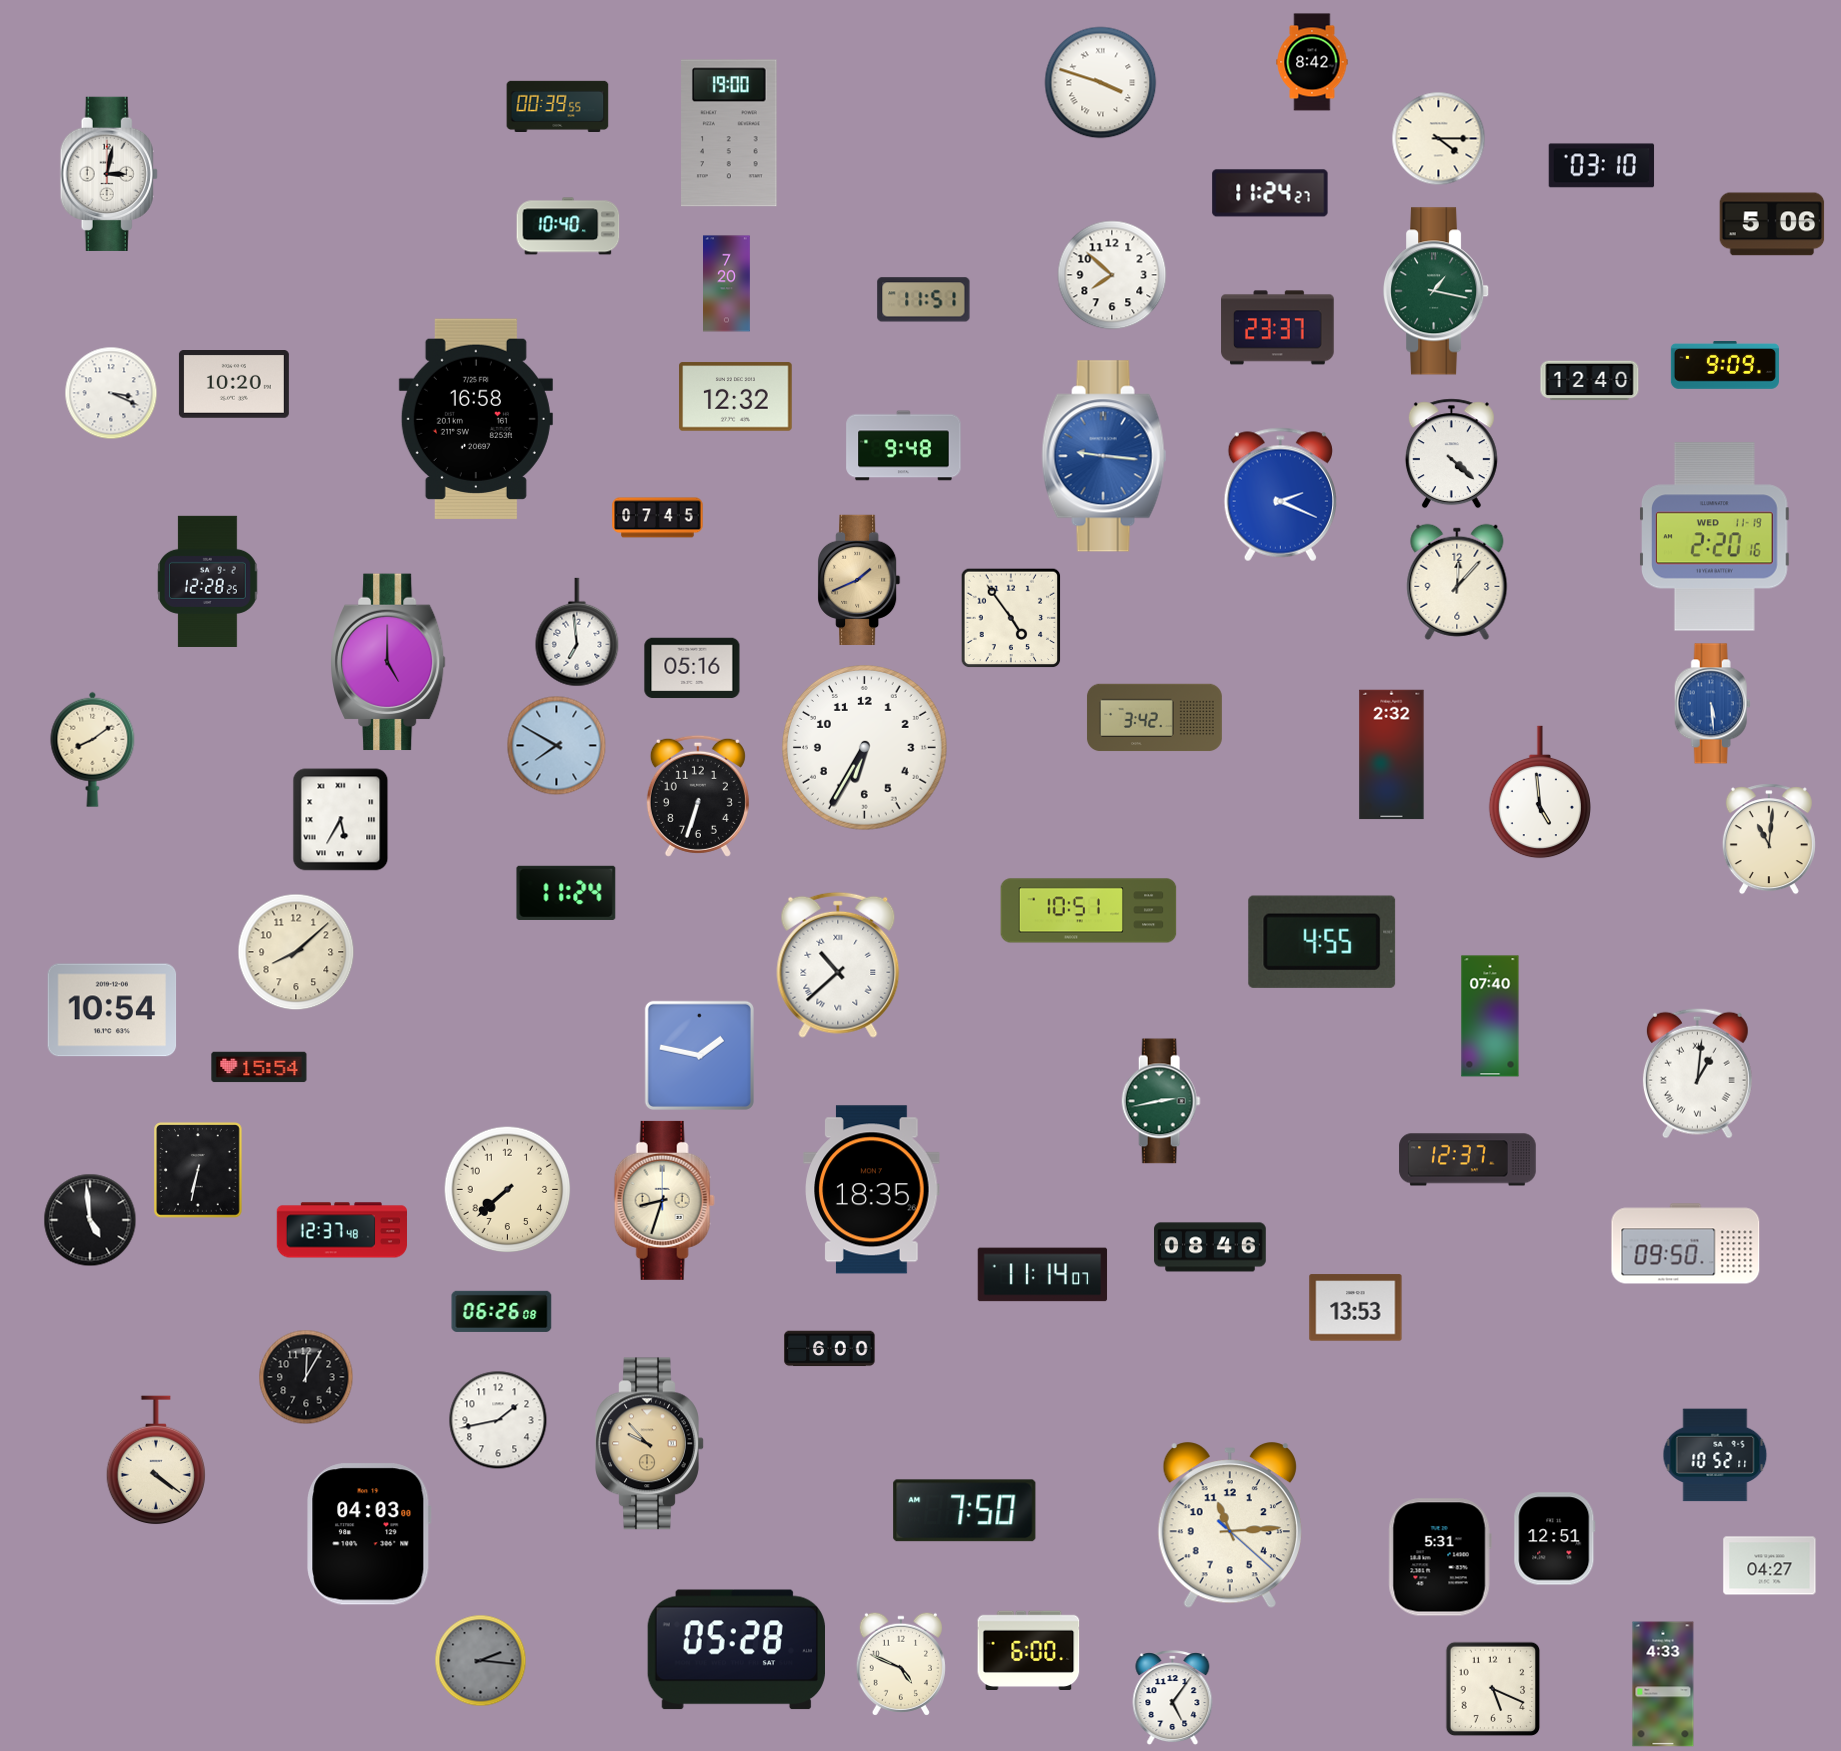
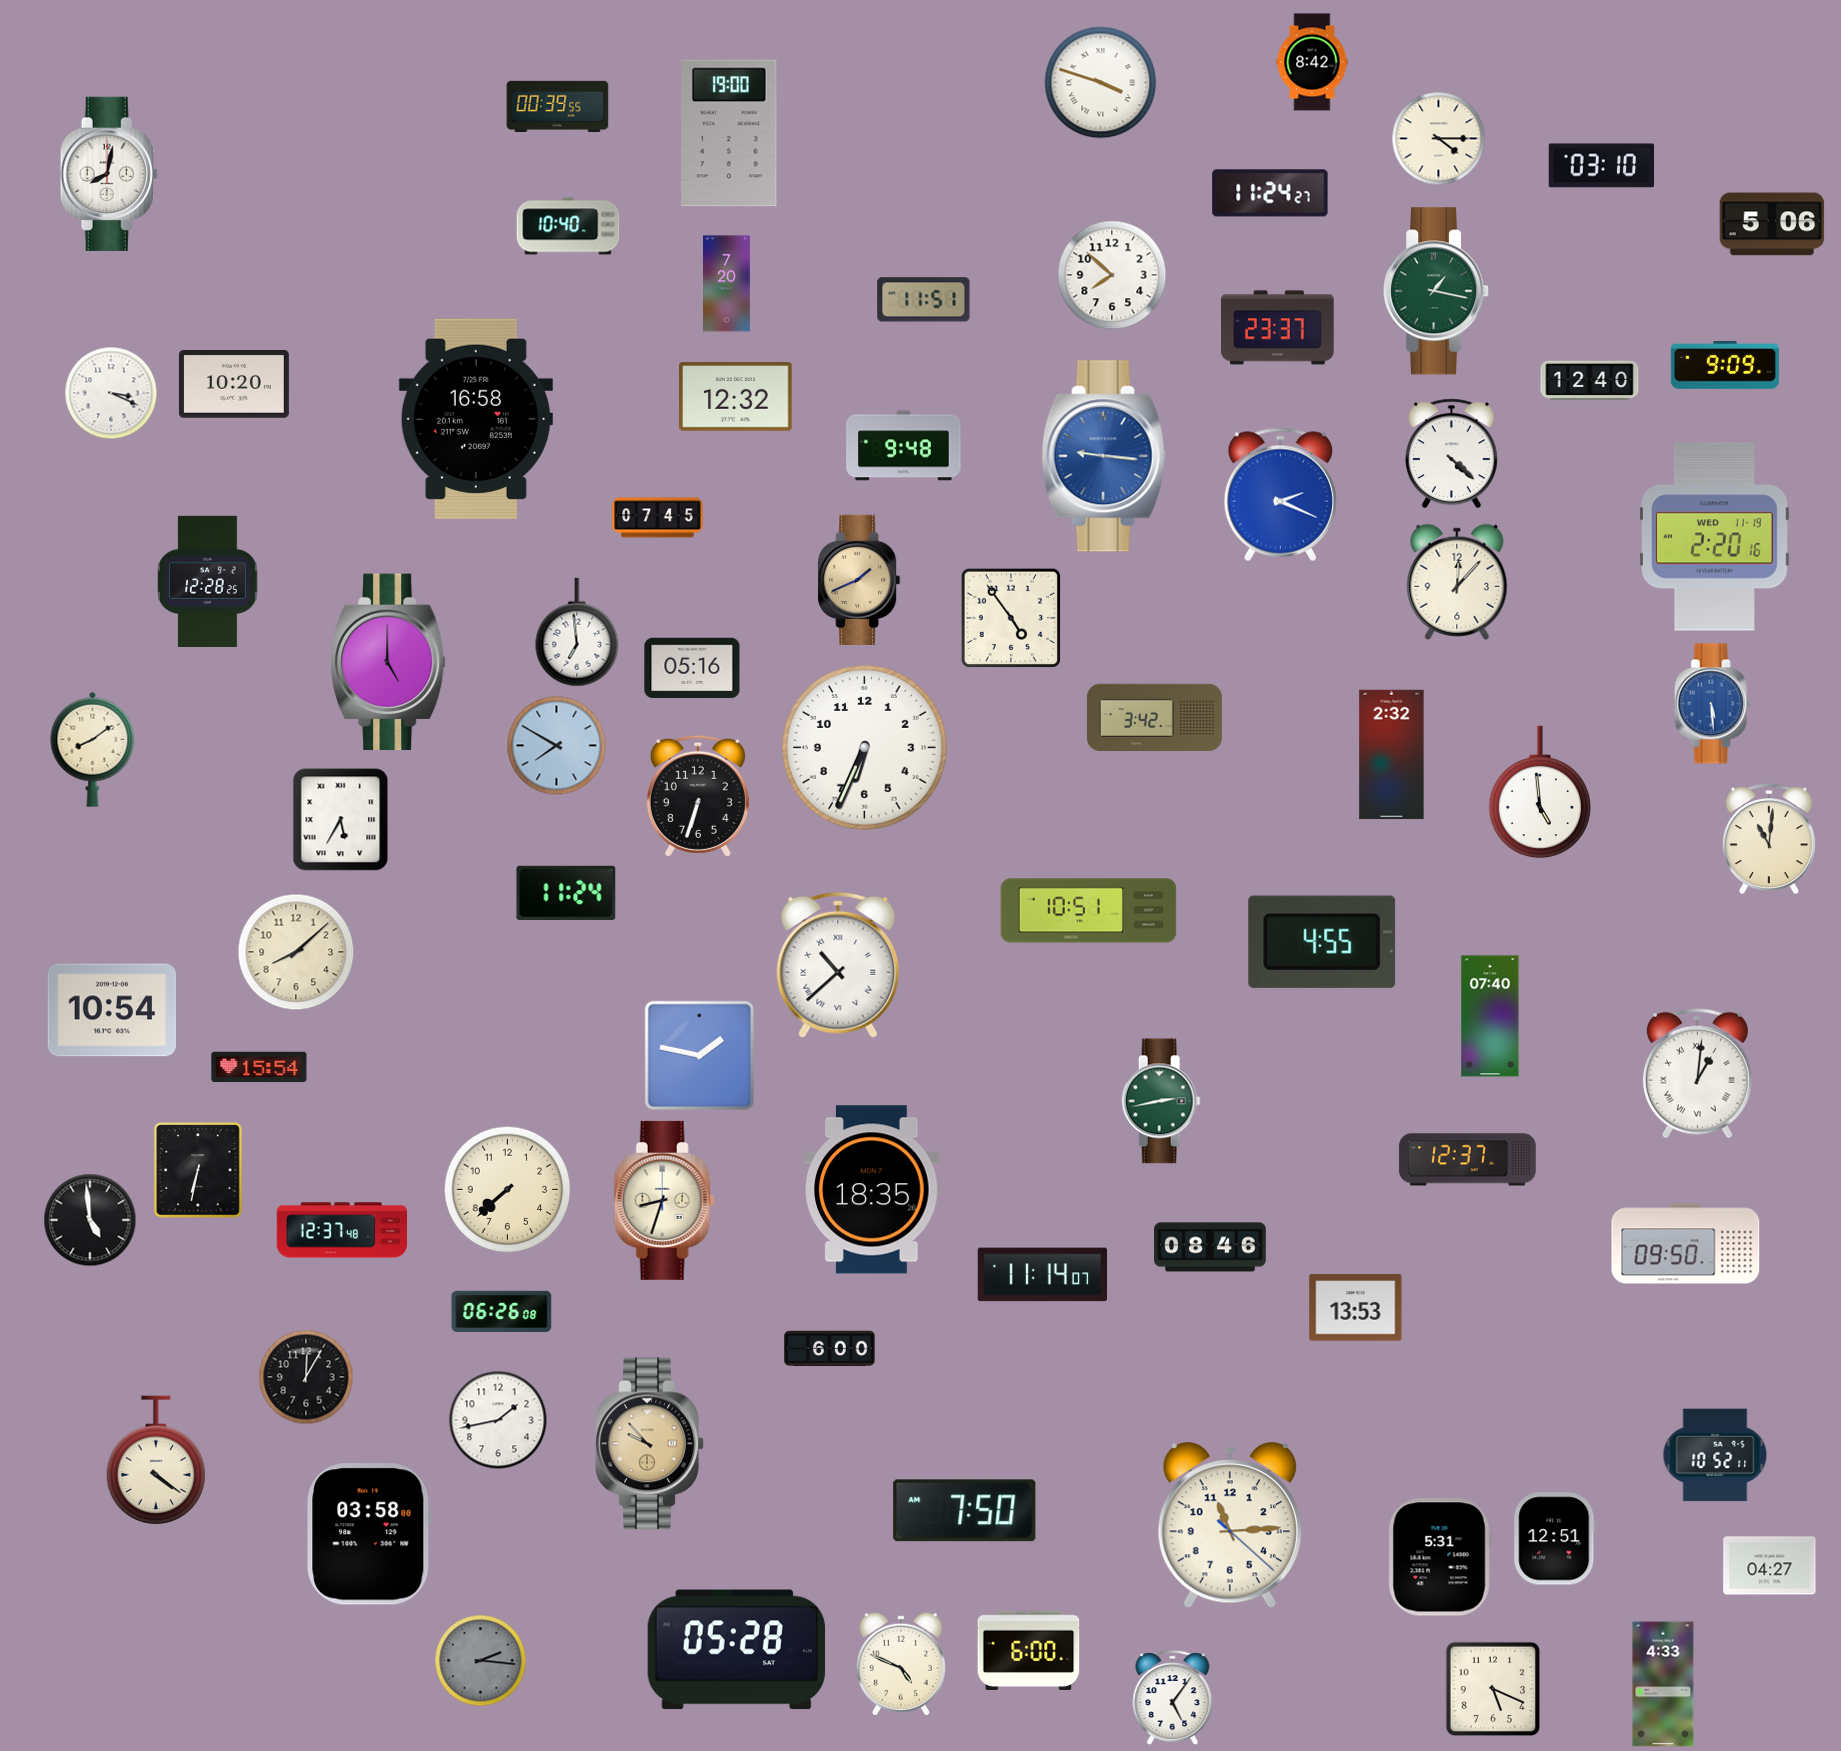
clock at (109, 174): 3:02 -> 8:02
clock at (865, 748): 6:35 -> 6:34
clock at (369, 1534): 04:03 -> 03:58
